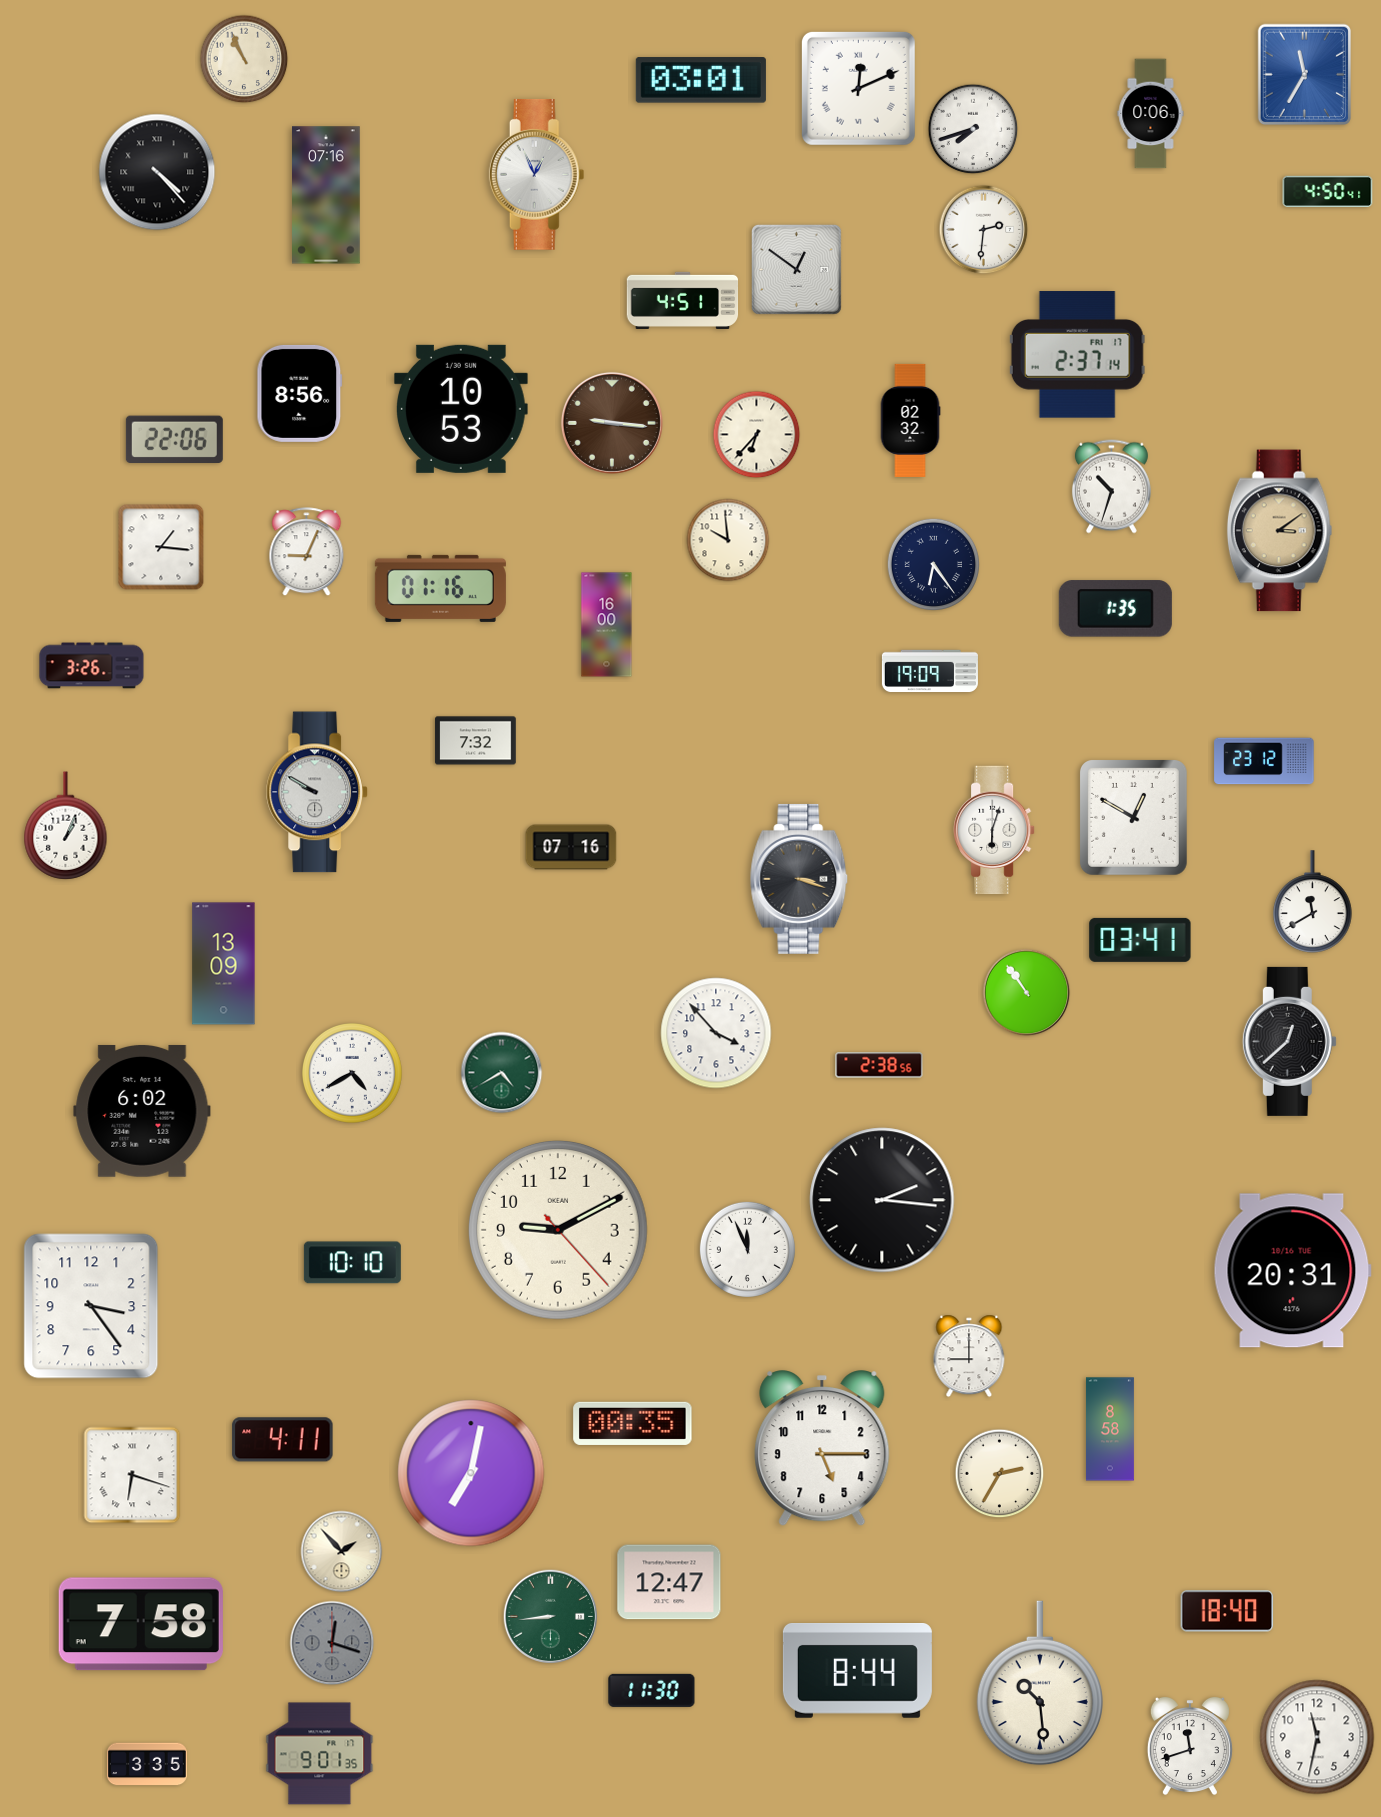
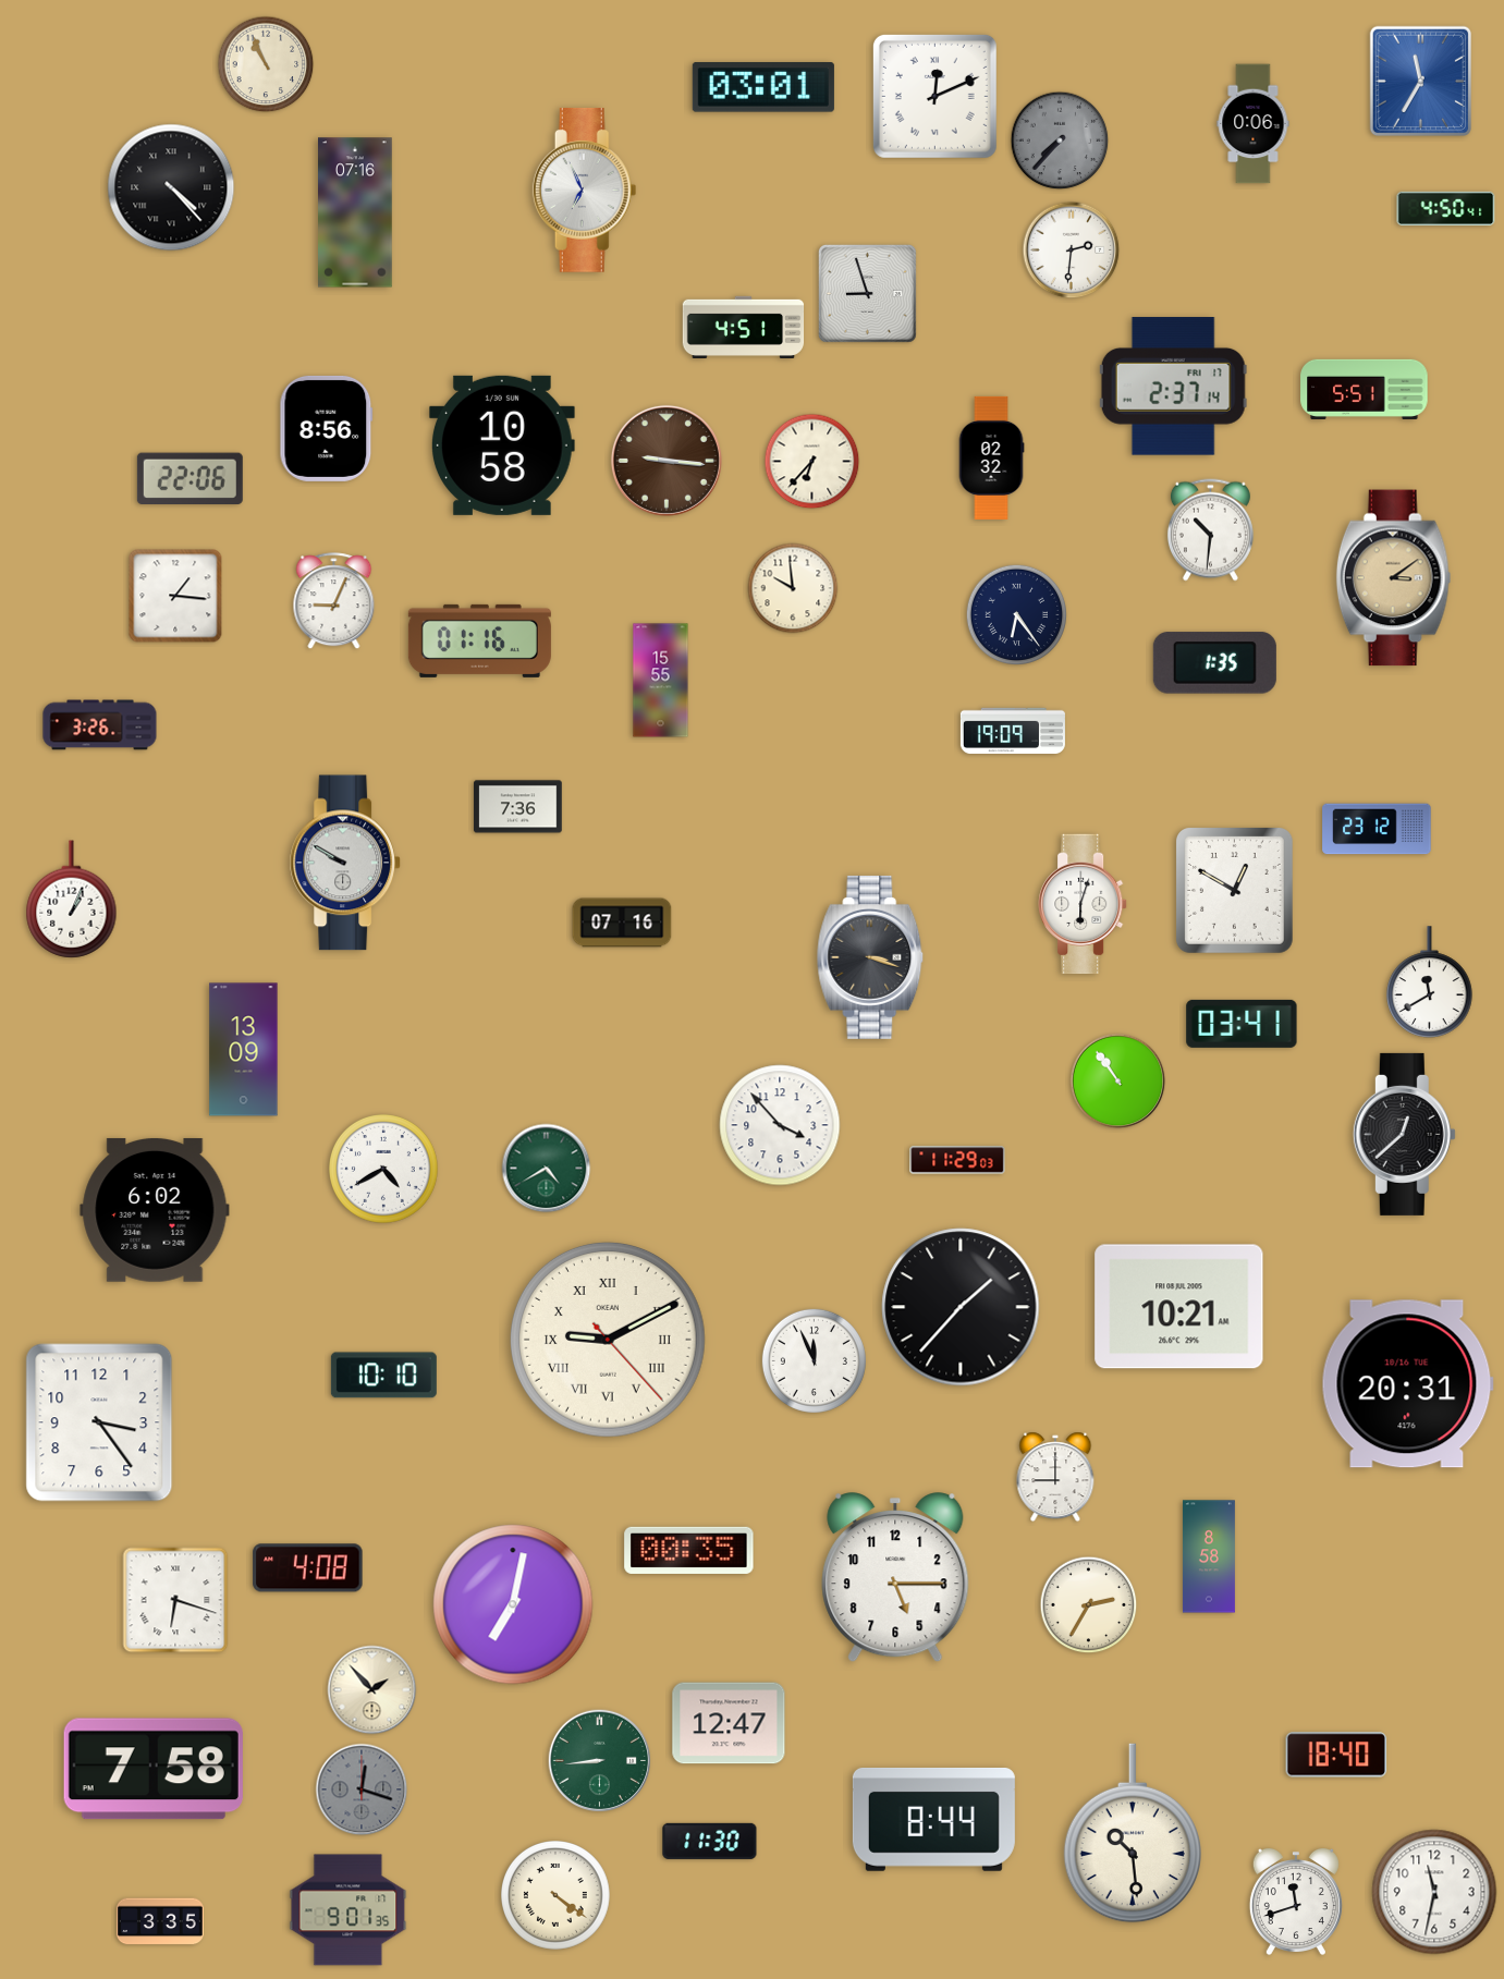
clock at (973, 129): 7:42 -> 7:37
clock at (973, 129) dial: white -> grey
clock at (537, 174): 12:56 -> 6:56
clock at (796, 269): 12:51 -> 8:57
clock at (1365, 389): none -> 5:51
clock at (461, 409): 10:53 -> 10:58
clock at (757, 435) position: (757, 435) -> (812, 462)
clock at (1111, 487): 10:33 -> 10:31
clock at (607, 625): 16:00 -> 15:55
clock at (476, 741): 7:32 -> 7:36
clock at (879, 1065): 2:38 -> 11:29
clock at (882, 1200): 2:16 -> 1:37
clock at (1179, 1307): none -> 10:21
clock at (558, 1230) numerals: Arabic -> Roman
clock at (283, 1440): 4:11 -> 4:08
clock at (132, 1475) position: (132, 1475) -> (175, 1600)
clock at (557, 1896): none -> 4:21
